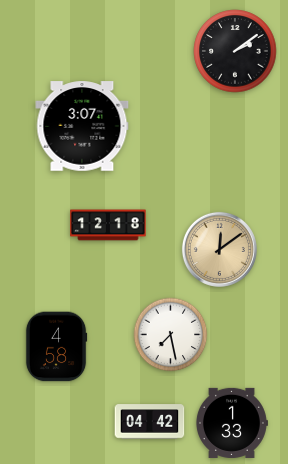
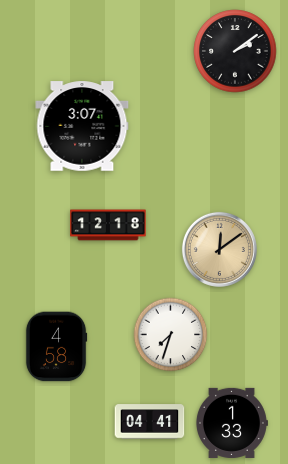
clock at (171, 335): 7:28 -> 7:33
clock at (150, 422): 04:42 -> 04:41
